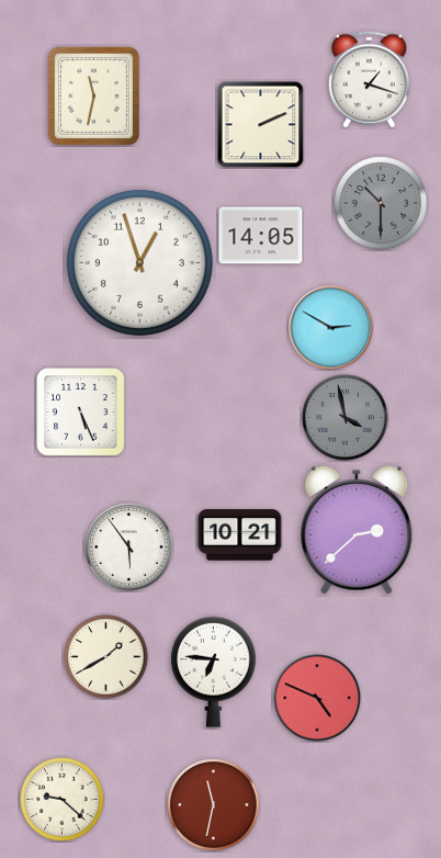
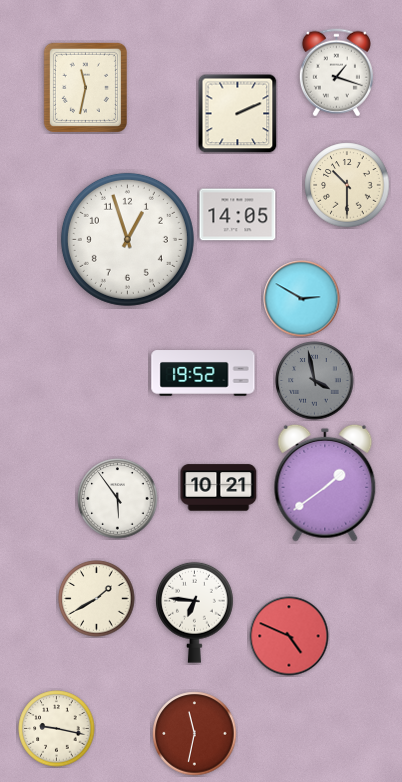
clock at (381, 203) dial: grey -> cream
clock at (203, 373): none -> 19:52
clock at (81, 413): 5:26 -> none
clock at (357, 530): 2:38 -> 1:39
clock at (63, 800): 9:22 -> 9:17
